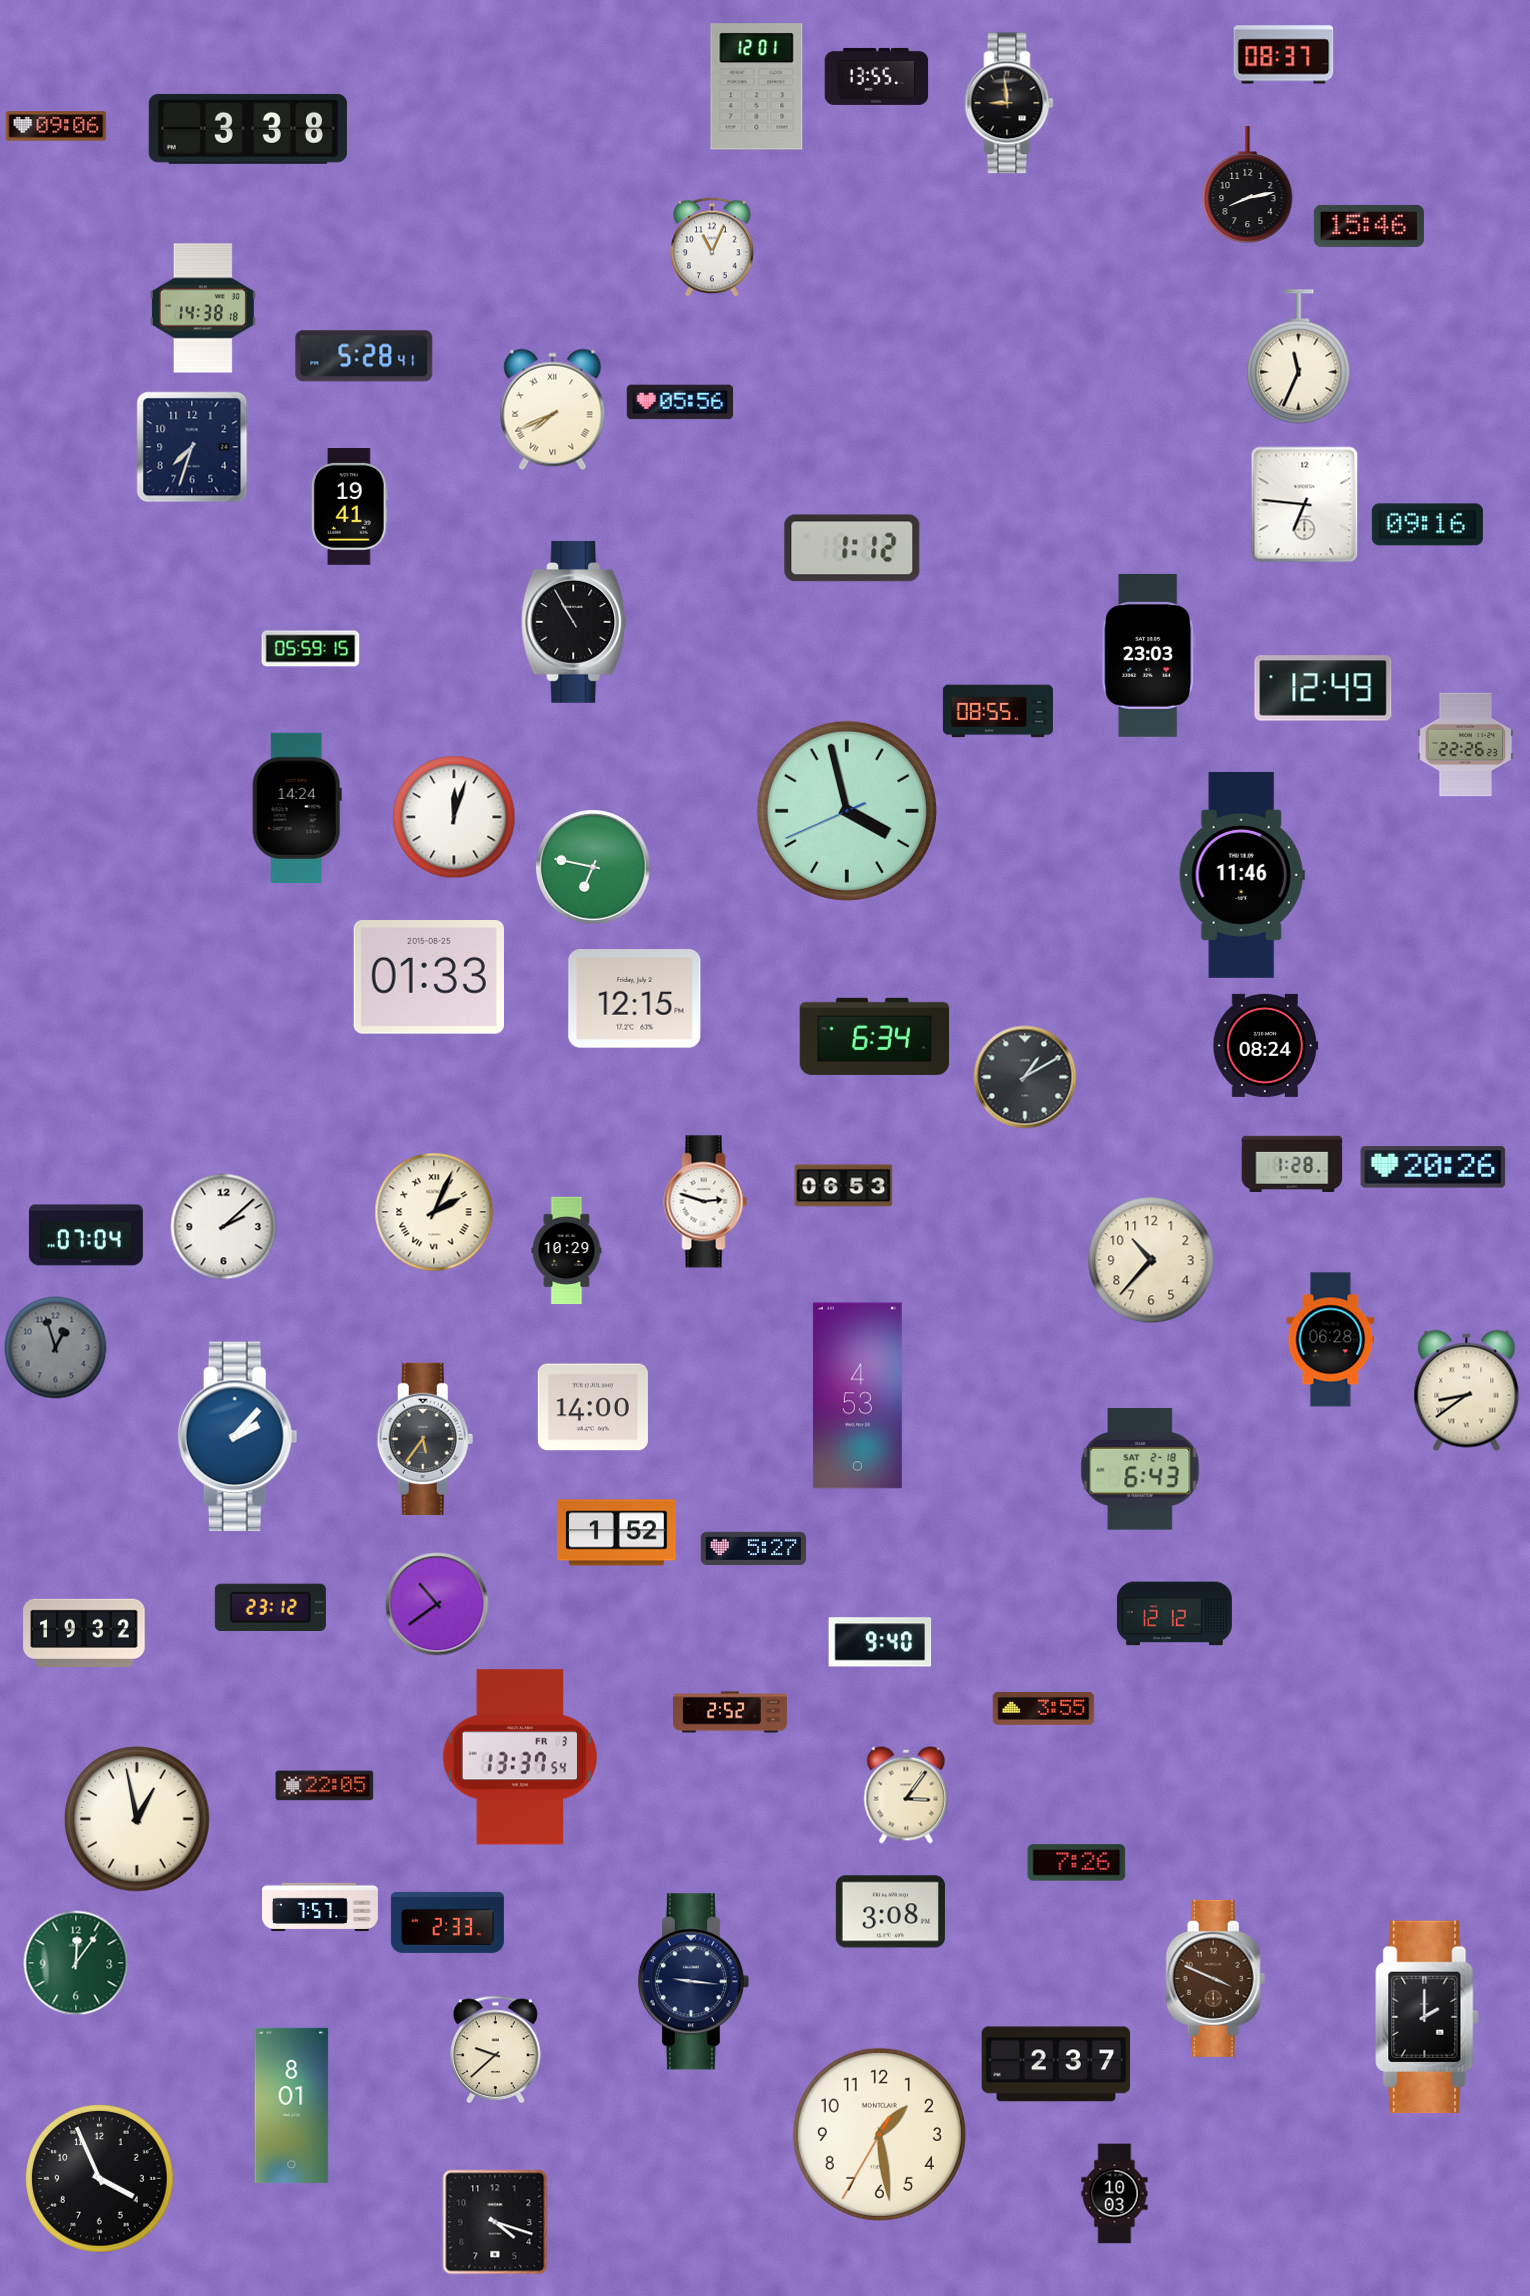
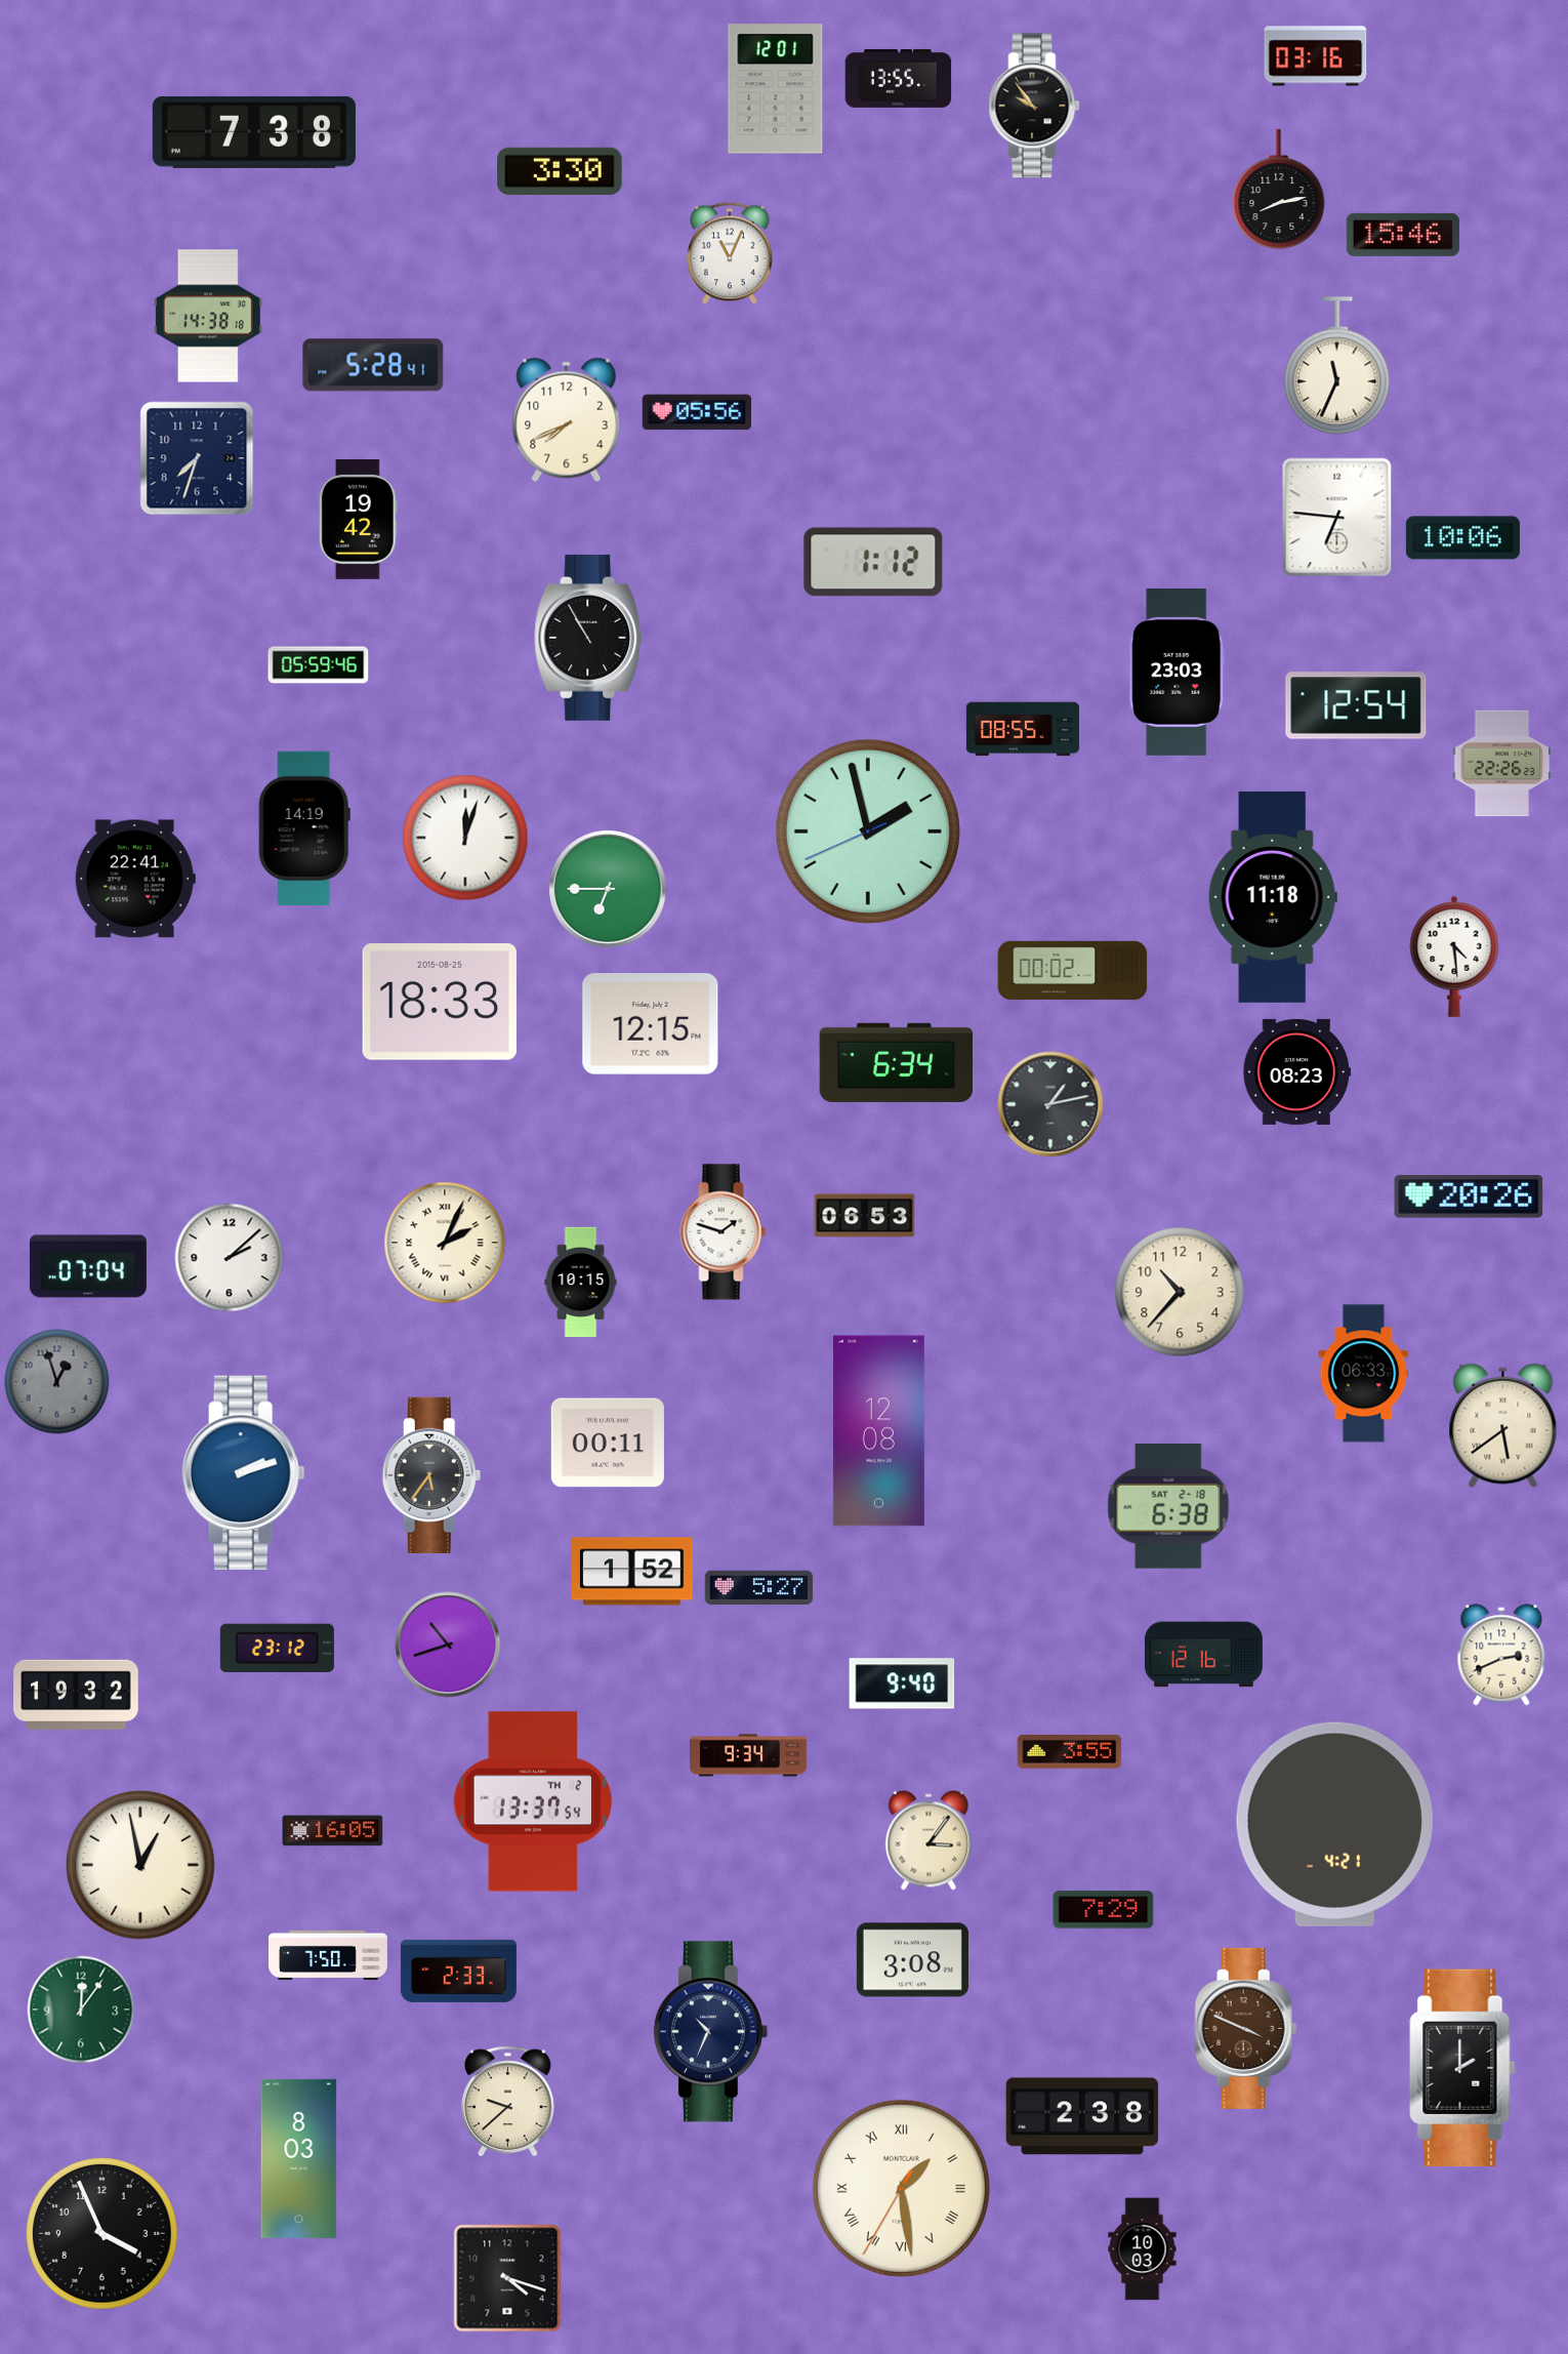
clock at (1284, 55): 08:37 -> 03:16
clock at (1009, 103): 8:59 -> 9:54
clock at (56, 126): 09:06 -> none
clock at (248, 129): 3:38 -> 7:38
clock at (560, 171): none -> 3:30
clock at (1369, 226) position: (1369, 226) -> (1403, 235)
clock at (1299, 357) position: (1299, 357) -> (1337, 366)
clock at (553, 410) numerals: Roman -> Arabic
clock at (349, 507): 19:41 -> 19:42
clock at (1427, 525): 09:16 -> 10:06
clock at (311, 649): 05:59:15 -> 05:59:46
clock at (1323, 688): 12:49 -> 12:54
clock at (297, 807): 14:24 -> 14:19
clock at (847, 811): 3:57 -> 1:57
clock at (135, 879): none -> 22:41
clock at (593, 867): 6:47 -> 6:45
clock at (1242, 875): 11:46 -> 11:18
clock at (1454, 957): none -> 4:29
clock at (1073, 971): none -> 00:02
clock at (429, 978): 01:33 -> 18:33
clock at (1266, 1045): 08:24 -> 08:23
clock at (1025, 1077): 1:10 -> 1:13
clock at (1292, 1163): 1:28 -> none
clock at (706, 1202): 2:48 -> 1:48
clock at (567, 1251): 10:29 -> 10:15
clock at (1331, 1340): 06:28 -> 06:33
clock at (1467, 1391): 8:39 -> 5:39
clock at (857, 1396): 4:53 -> 12:08
clock at (593, 1407): 14:00 -> 00:11
clock at (237, 1437): 2:07 -> 2:12
clock at (425, 1439) position: (425, 1439) -> (431, 1475)
clock at (1140, 1469): 6:43 -> 6:38
clock at (754, 1549) position: (754, 1549) -> (759, 1588)
clock at (437, 1604): 10:39 -> 10:42
clock at (1174, 1614): 12:12 -> 12:16
clock at (1501, 1655): none -> 2:41
clock at (84, 1632) position: (84, 1632) -> (76, 1694)
clock at (730, 1712): 2:52 -> 9:34
clock at (519, 1757) date: FR 3 -> TH 2
clock at (1334, 1824): none -> 4:21
clock at (325, 1786): 22:05 -> 16:05
clock at (1077, 1863): 7:26 -> 7:29
clock at (321, 1906): 7:57 -> 7:50
clock at (76, 1963) position: (76, 1963) -> (81, 2010)
clock at (693, 1982): 9:16 -> 10:34
clock at (1056, 2064): 2:37 -> 2:38
clock at (292, 2105): 8:01 -> 8:03
clock at (879, 2134) numerals: Arabic -> Roman
